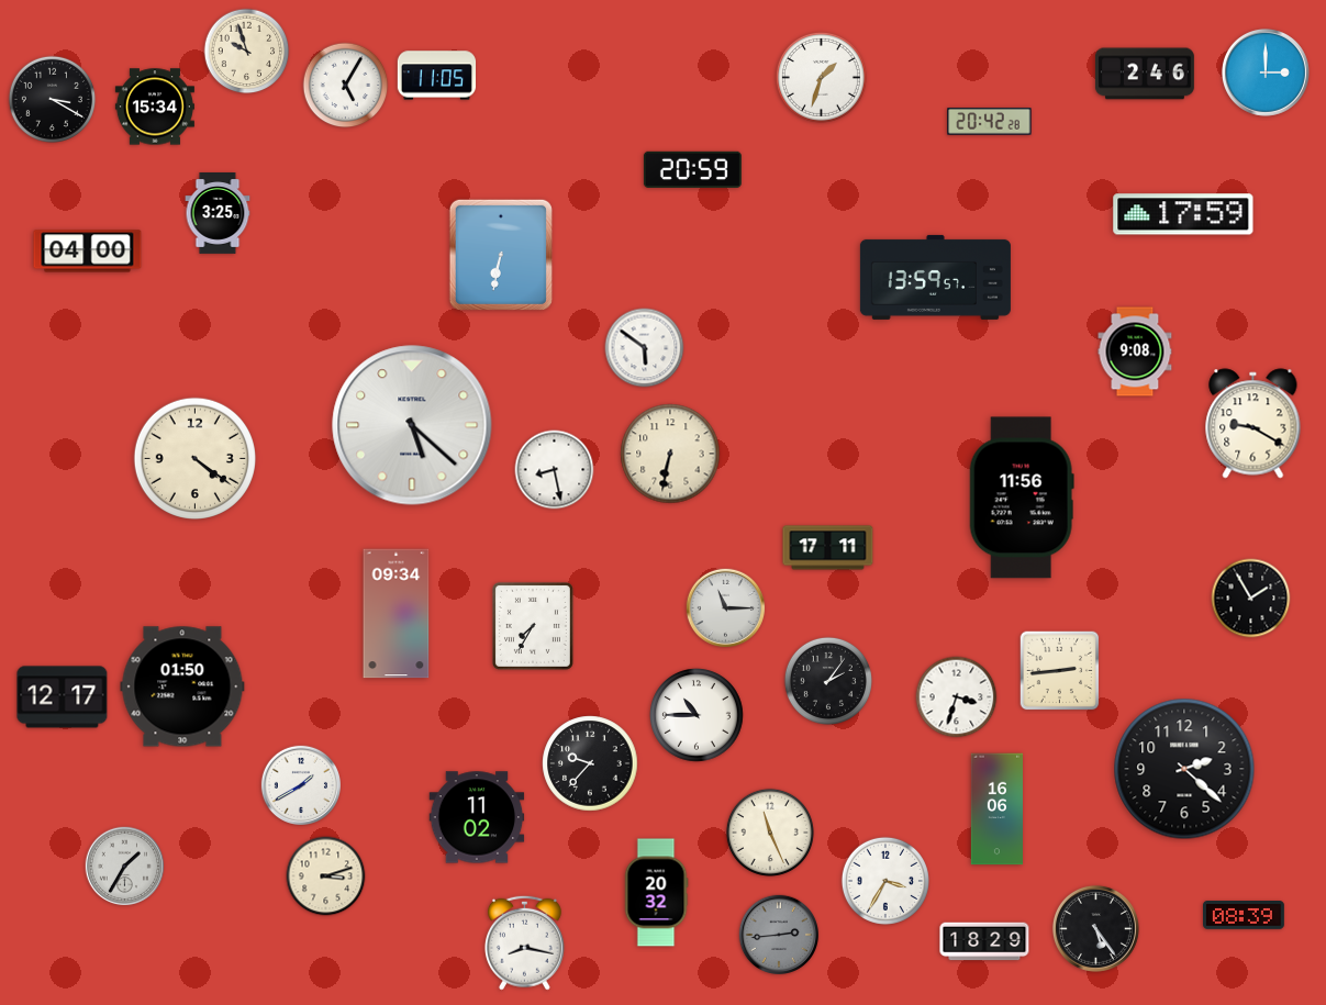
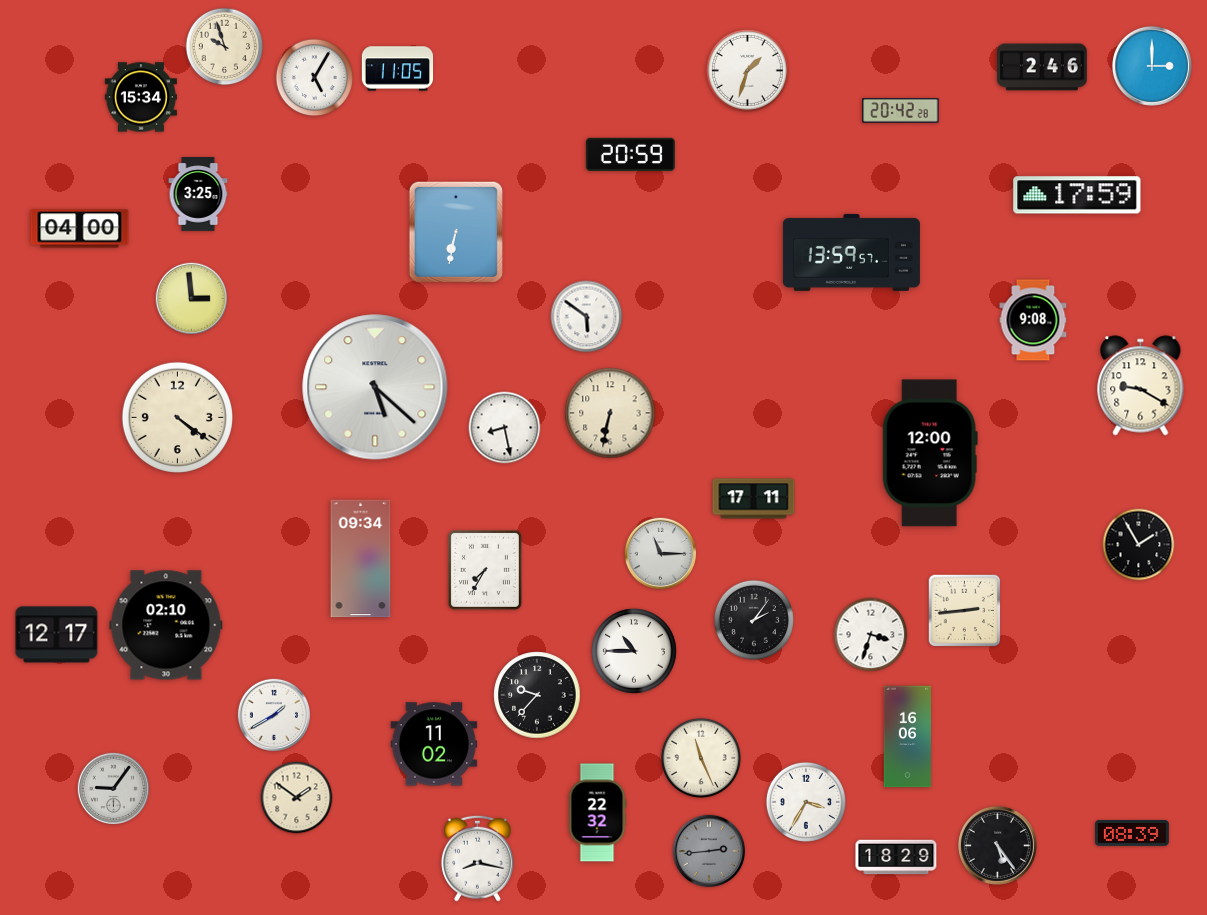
clock at (52, 99): 3:20 -> none
clock at (192, 299): none -> 2:59
clock at (1022, 498): 11:56 -> 12:00
clock at (182, 686): 01:50 -> 02:10
clock at (1184, 769): 2:22 -> none
clock at (125, 867): 1:35 -> 9:06
clock at (326, 876): 3:12 -> 1:51
clock at (656, 893): 20:32 -> 22:32
